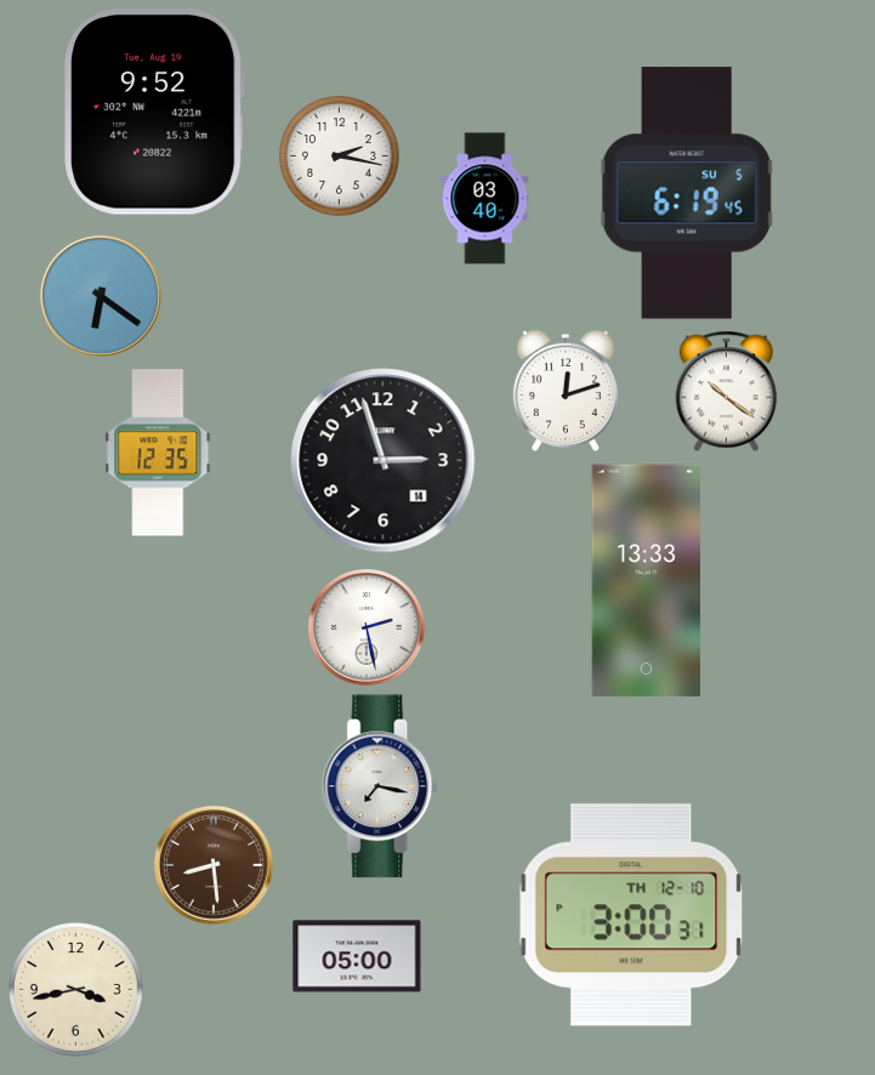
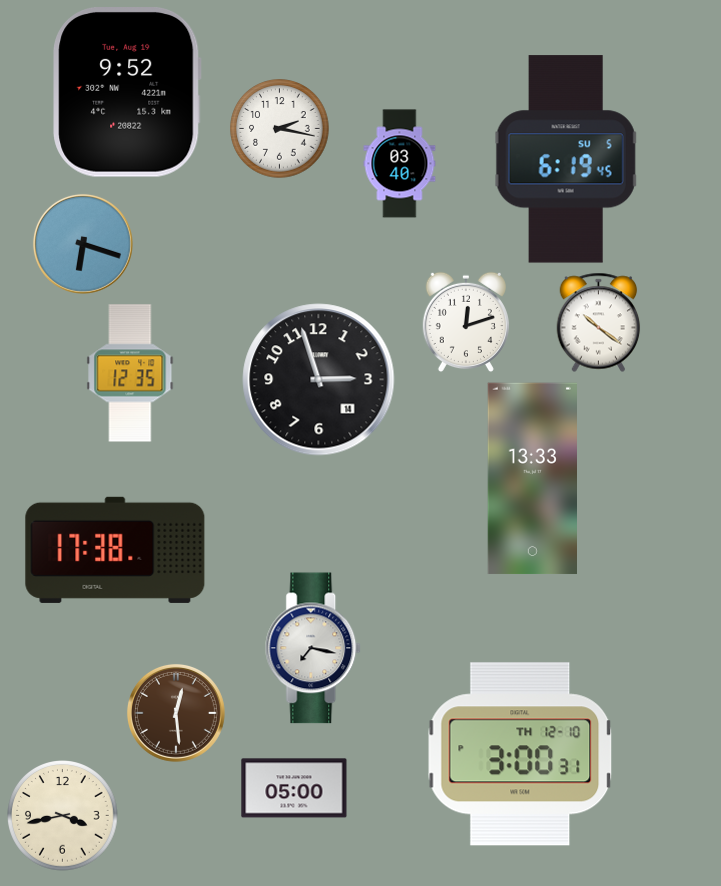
clock at (101, 296): 6:21 -> 6:18
clock at (383, 461) position: (383, 461) -> (319, 380)
clock at (368, 628): 2:28 -> none
clock at (115, 550): none -> 17:38
clock at (214, 865): 8:29 -> 12:29
